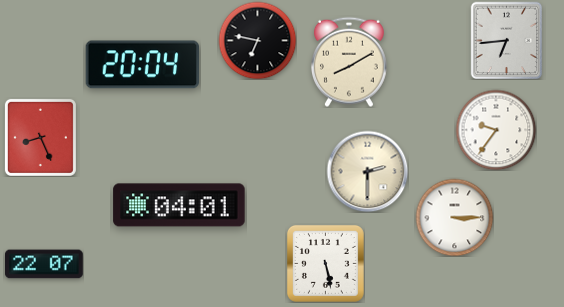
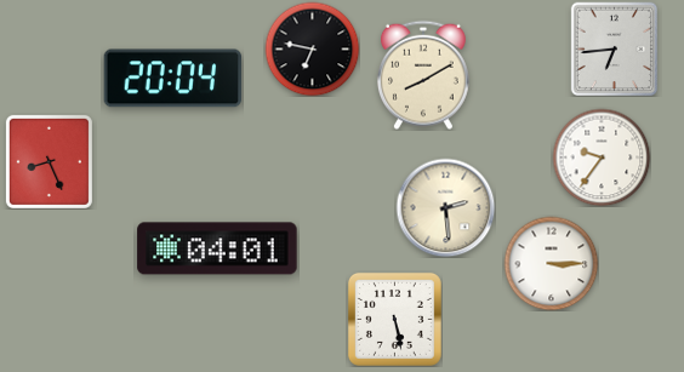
clock at (40, 137) position: (40, 137) -> (49, 161)
clock at (367, 171): 2:30 -> 2:29
clock at (45, 264): 22:07 -> none
